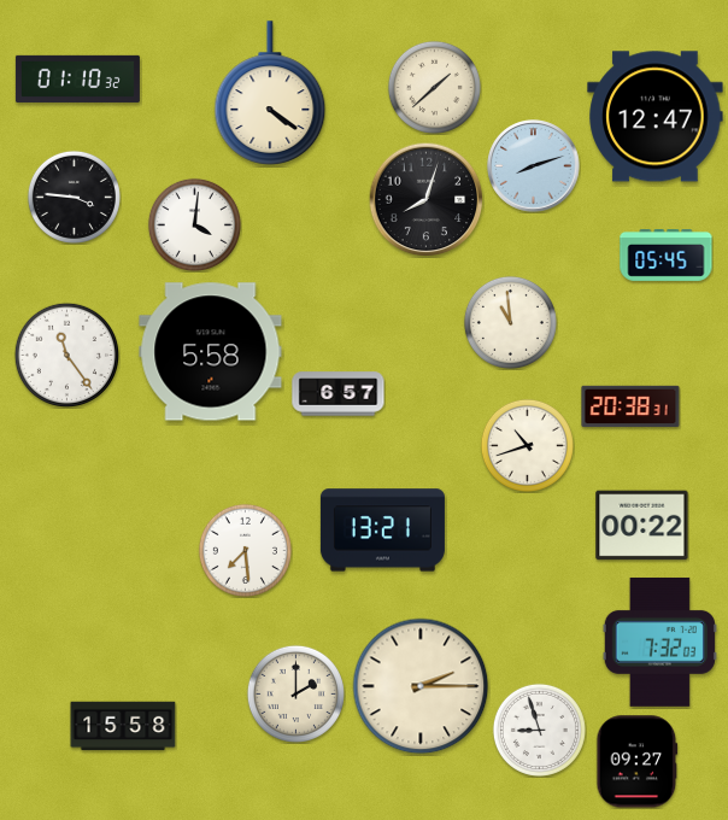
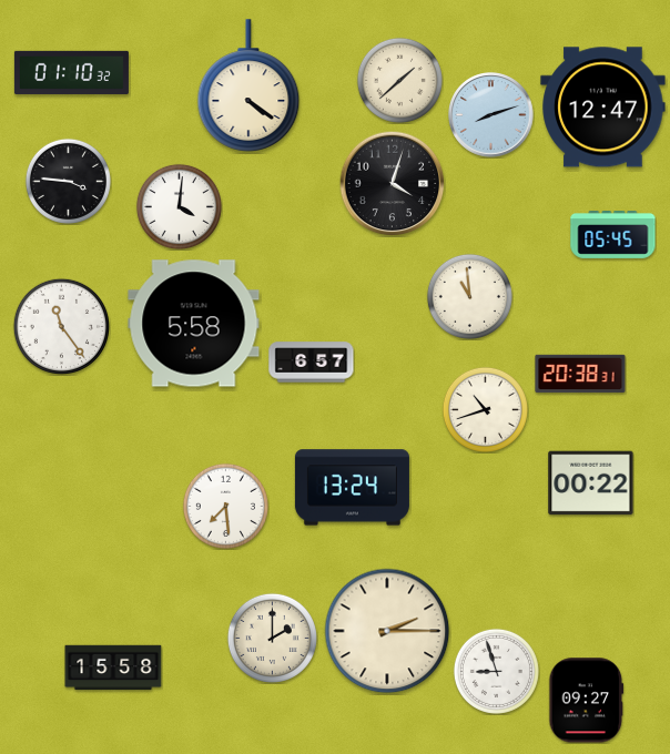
clock at (534, 166) position: (534, 166) -> (491, 115)
clock at (425, 199): 8:03 -> 4:03
clock at (382, 531): 13:21 -> 13:24
clock at (659, 642): 7:32 -> none
